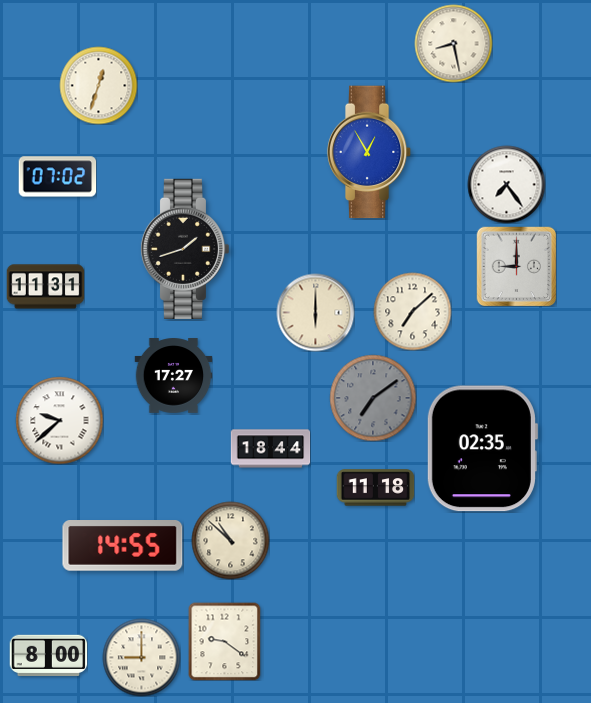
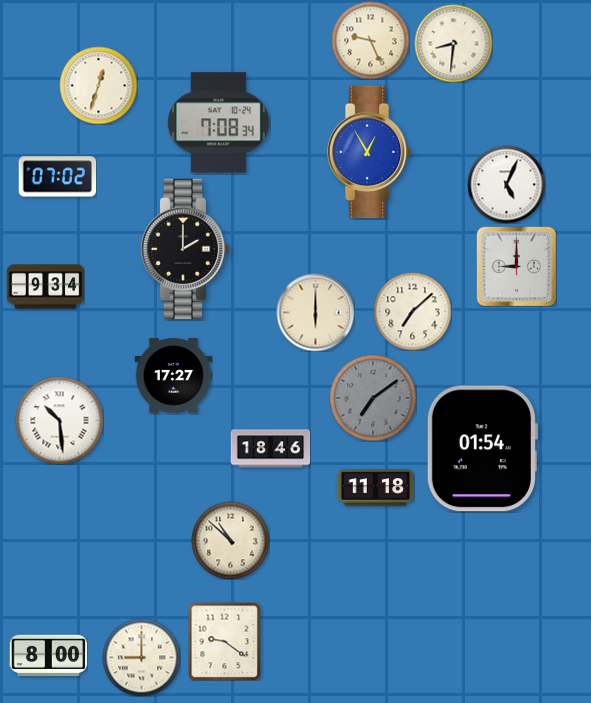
clock at (370, 40): none -> 9:26
clock at (453, 43): 8:28 -> 8:31
clock at (218, 123): none -> 7:08
clock at (506, 184): 7:24 -> 5:04
clock at (184, 249): 1:42 -> 2:00
clock at (45, 287): 11:31 -> 9:34
clock at (59, 420): 9:38 -> 10:29
clock at (270, 449): 18:44 -> 18:46
clock at (482, 449): 02:35 -> 01:54
clock at (123, 546): 14:55 -> none
